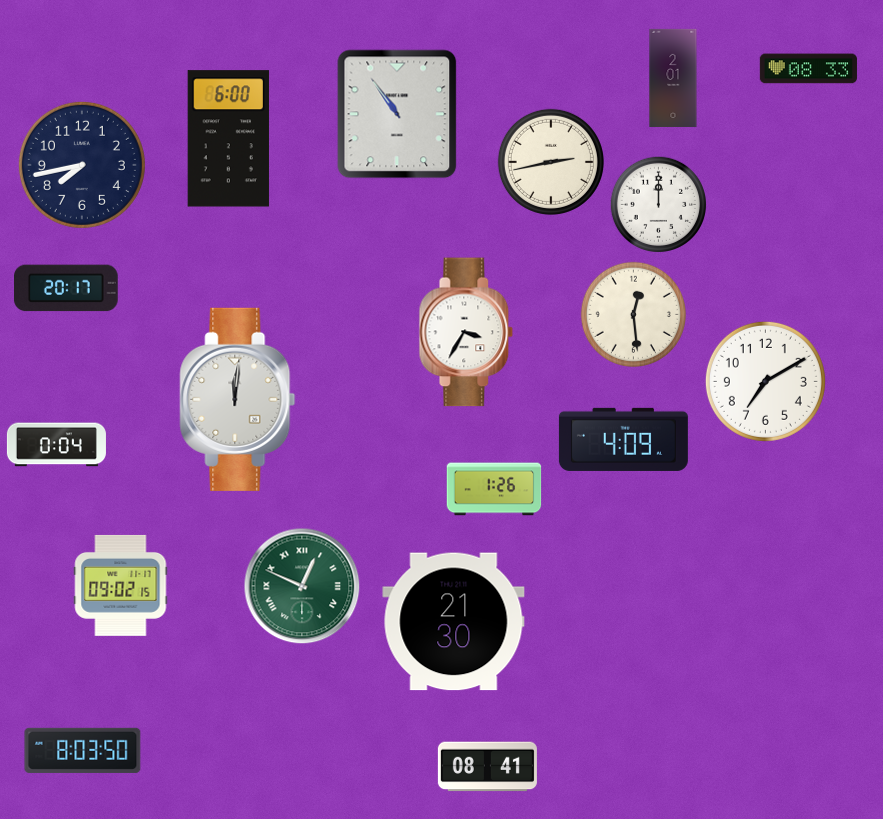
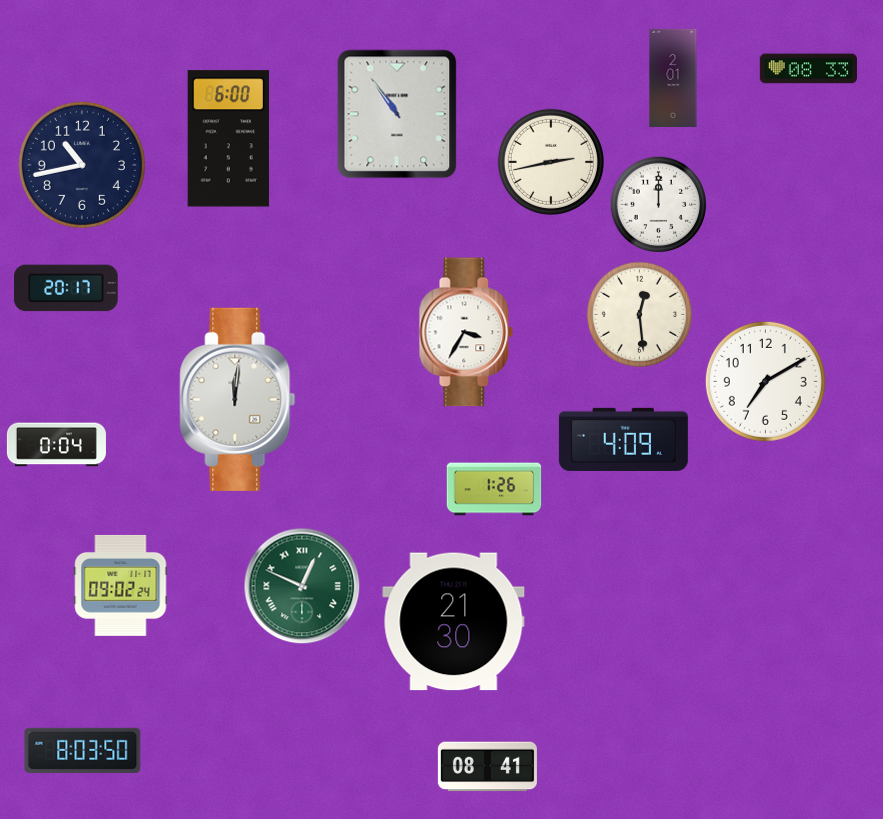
clock at (82, 165): 7:43 -> 10:43
clock at (633, 314) position: (633, 314) -> (639, 314)
clock at (121, 585): 09:02:15 -> 09:02:24
